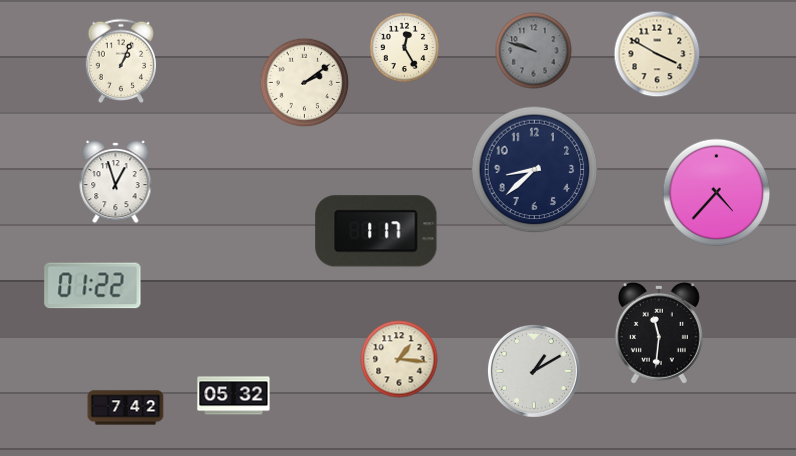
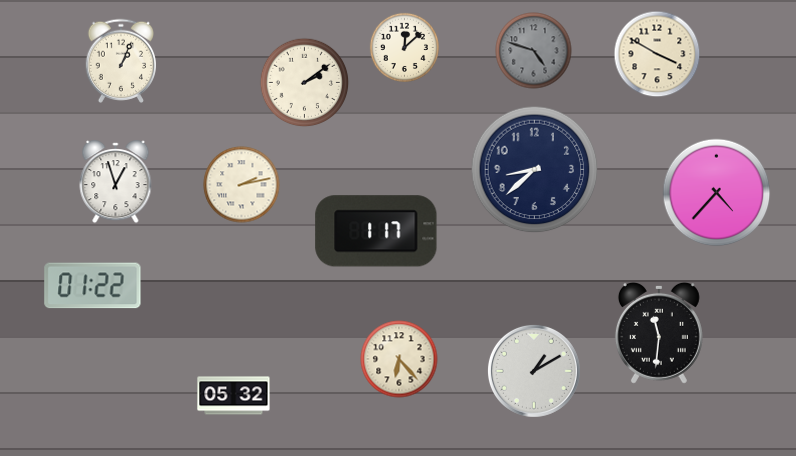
clock at (404, 47): 12:25 -> 12:08
clock at (534, 51): 9:48 -> 4:48
clock at (242, 185): none -> 2:13
clock at (399, 359): 1:16 -> 6:23
clock at (126, 408): 7:42 -> none
